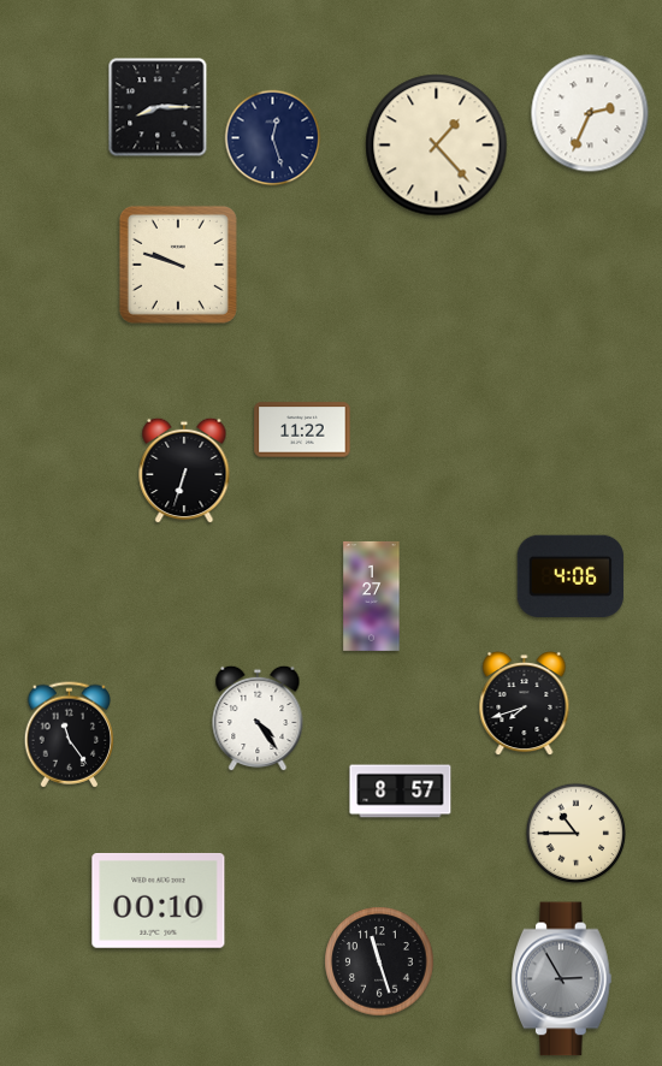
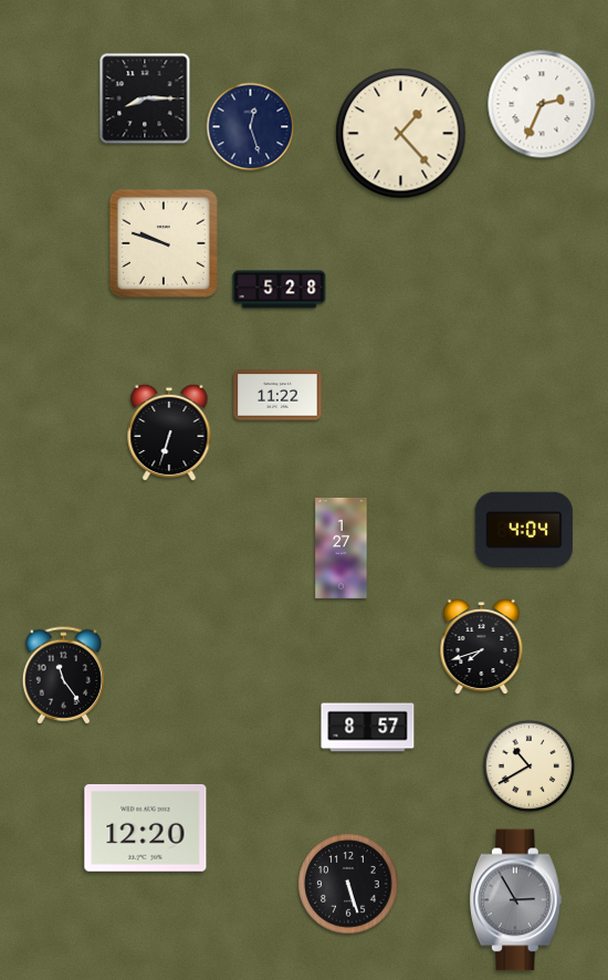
clock at (280, 290): none -> 5:28
clock at (569, 575): 4:06 -> 4:04
clock at (258, 718): 4:24 -> none
clock at (577, 834): 10:45 -> 10:40
clock at (159, 900): 00:10 -> 12:20
clock at (379, 961): 11:27 -> 5:27
